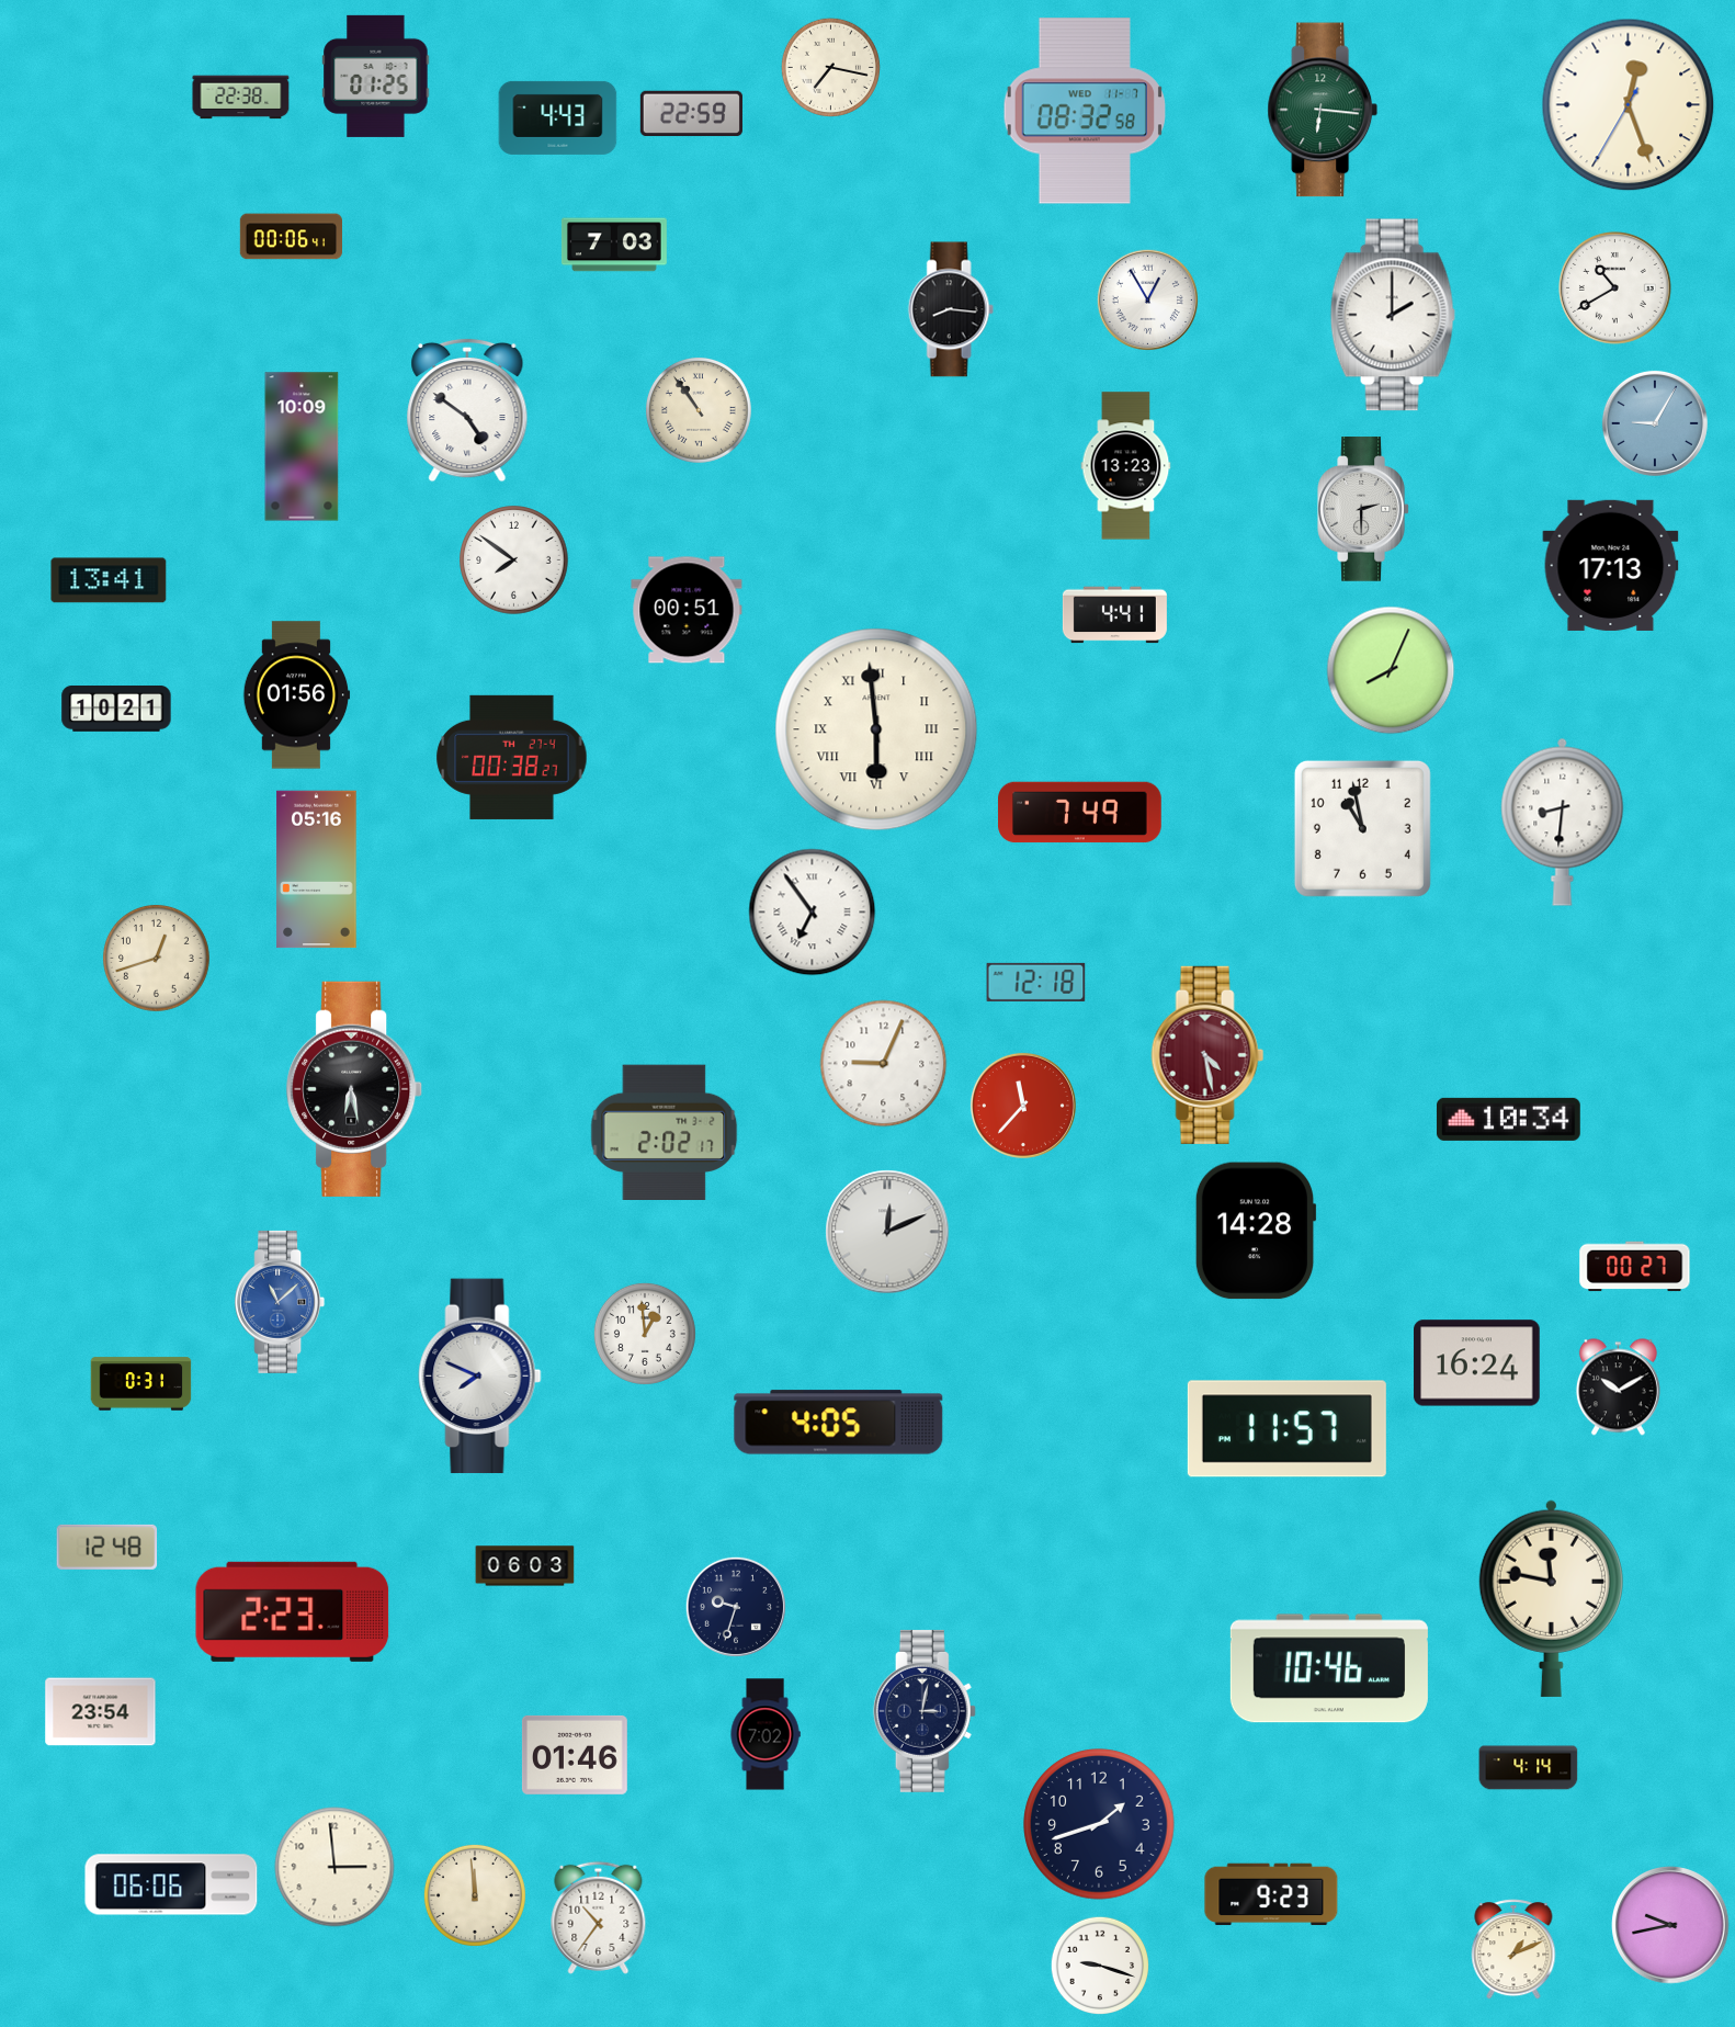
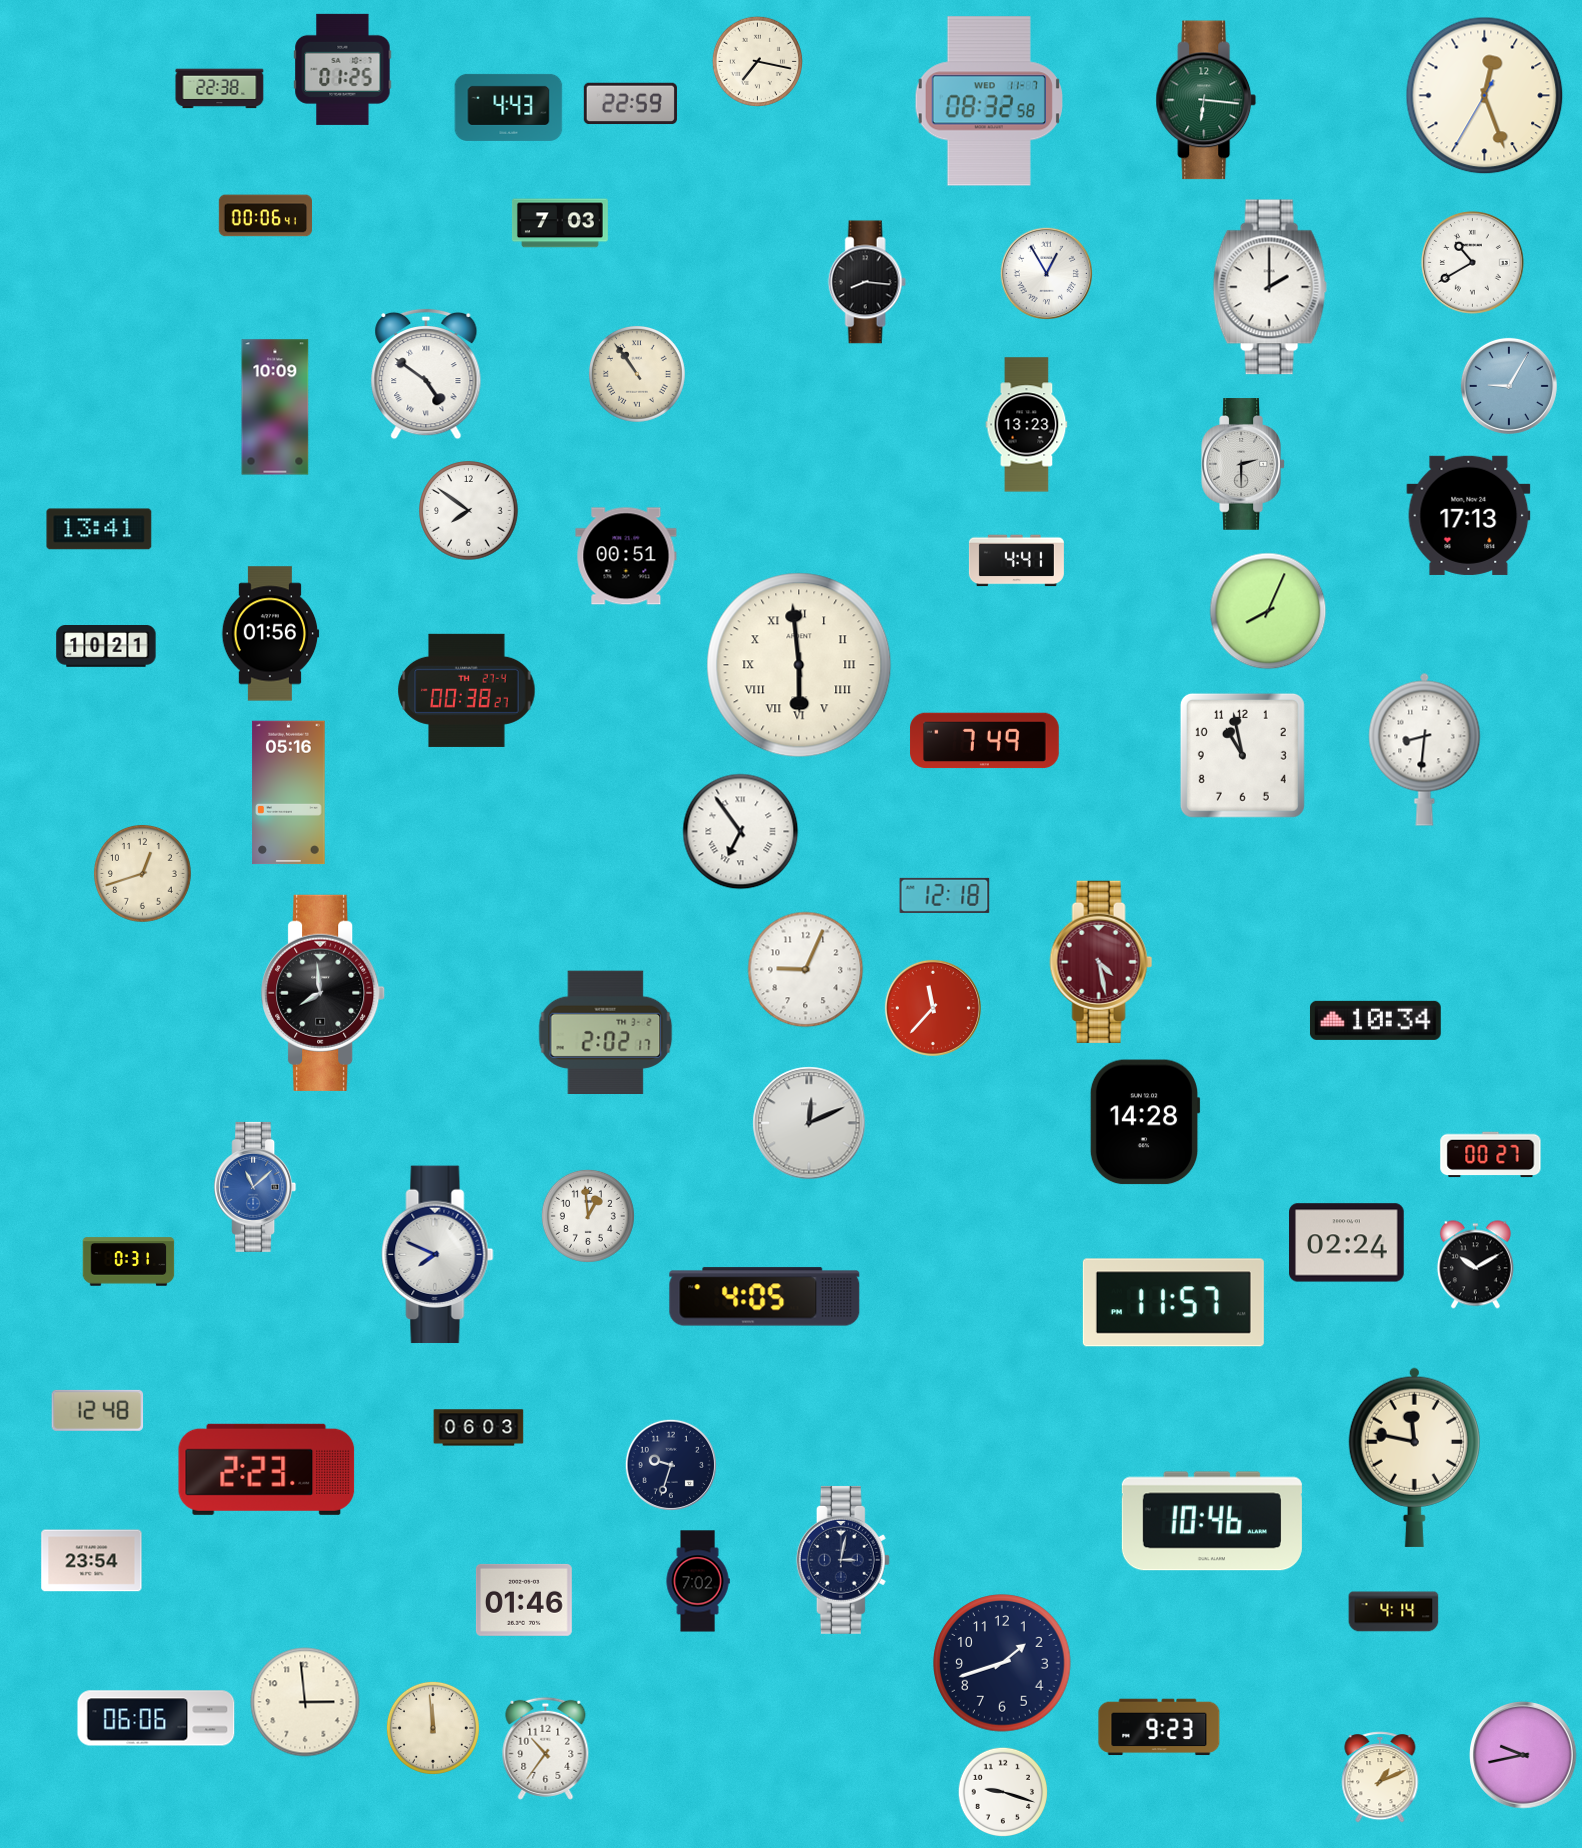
clock at (355, 1089): 6:28 -> 7:59
clock at (1477, 1363): 16:24 -> 02:24
